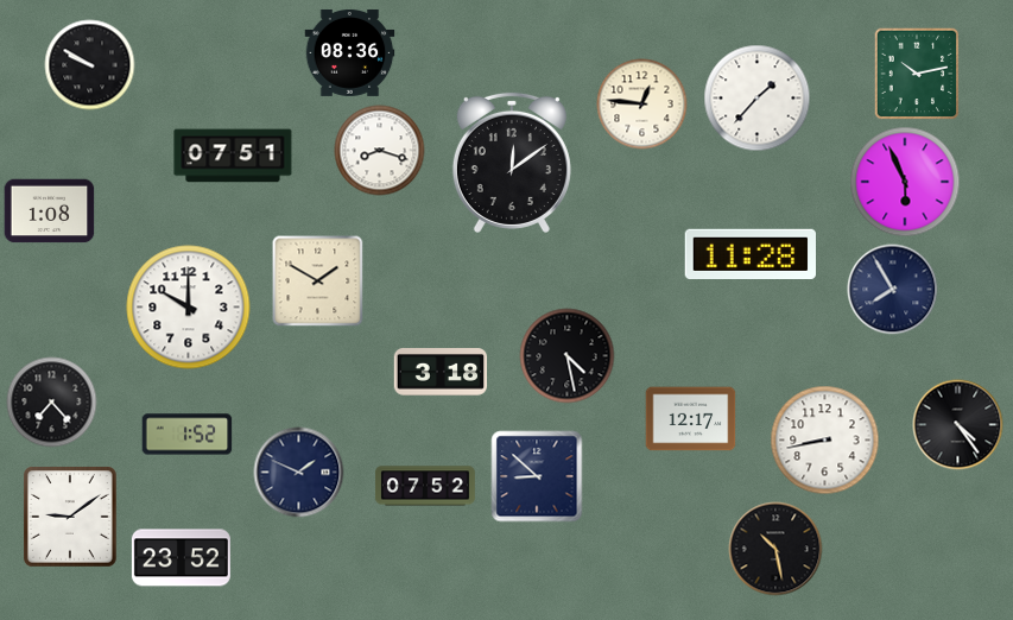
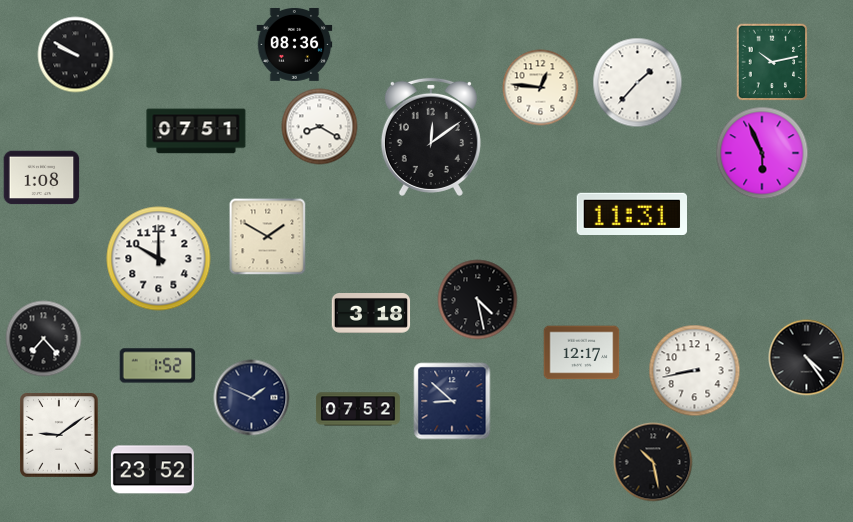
clock at (380, 151): 8:18 -> 8:20
clock at (751, 253): 11:28 -> 11:31
clock at (893, 290): 7:55 -> none
